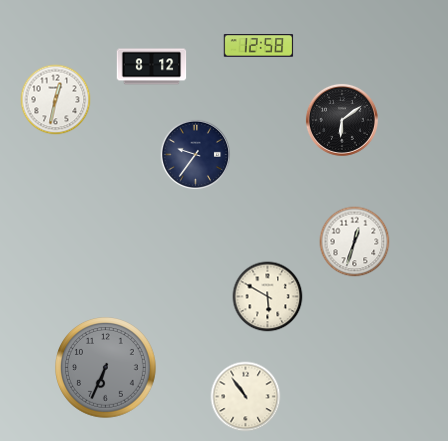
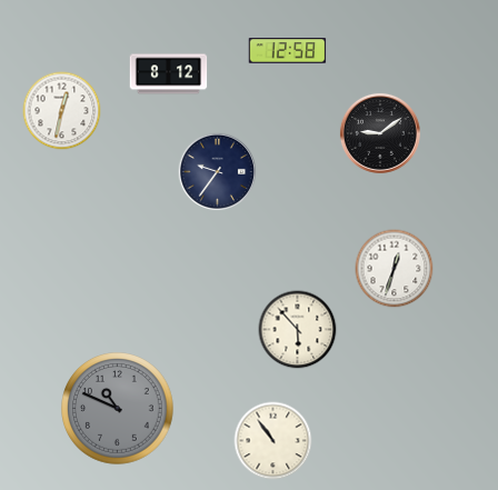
clock at (342, 120): 6:09 -> 9:09
clock at (268, 297): 5:50 -> 5:53
clock at (106, 368): 6:34 -> 10:49
